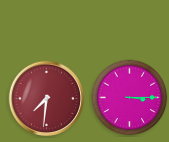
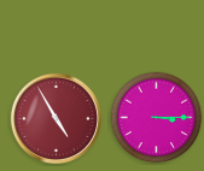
clock at (46, 98): 7:31 -> 4:55
